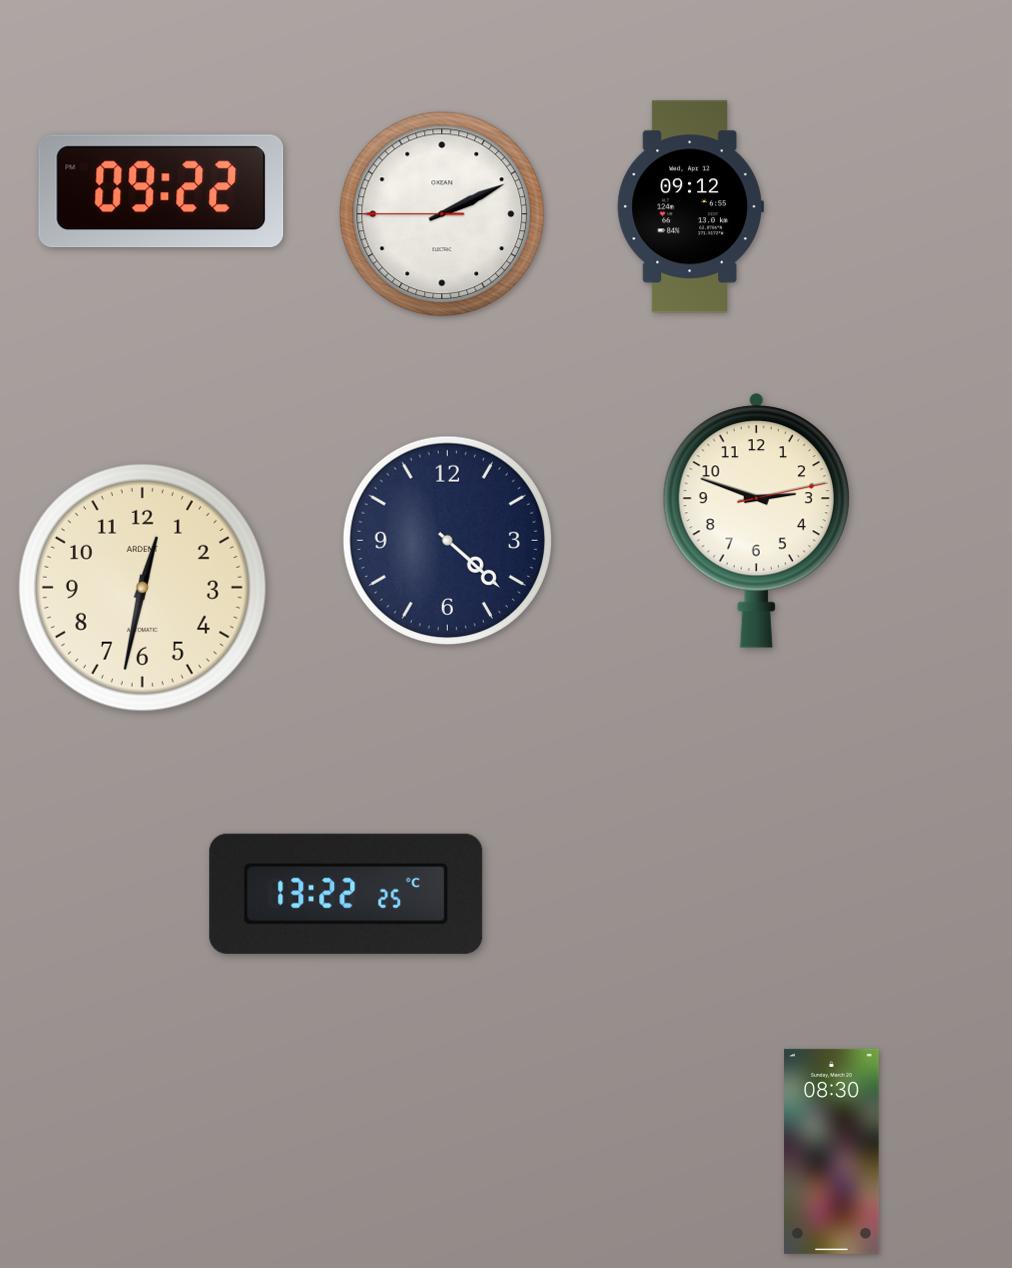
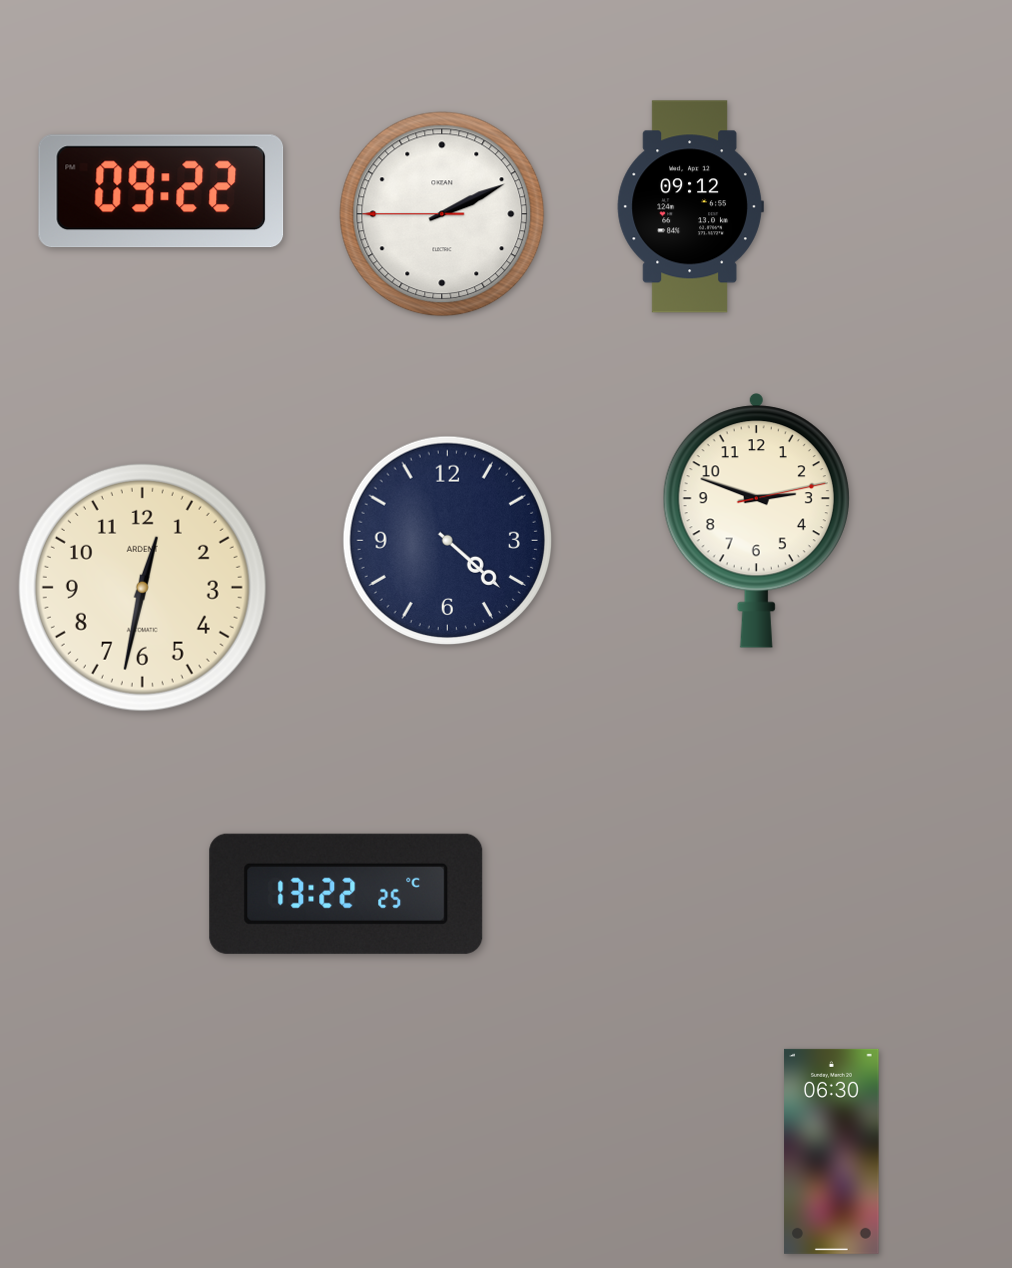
clock at (832, 1151): 08:30 -> 06:30
